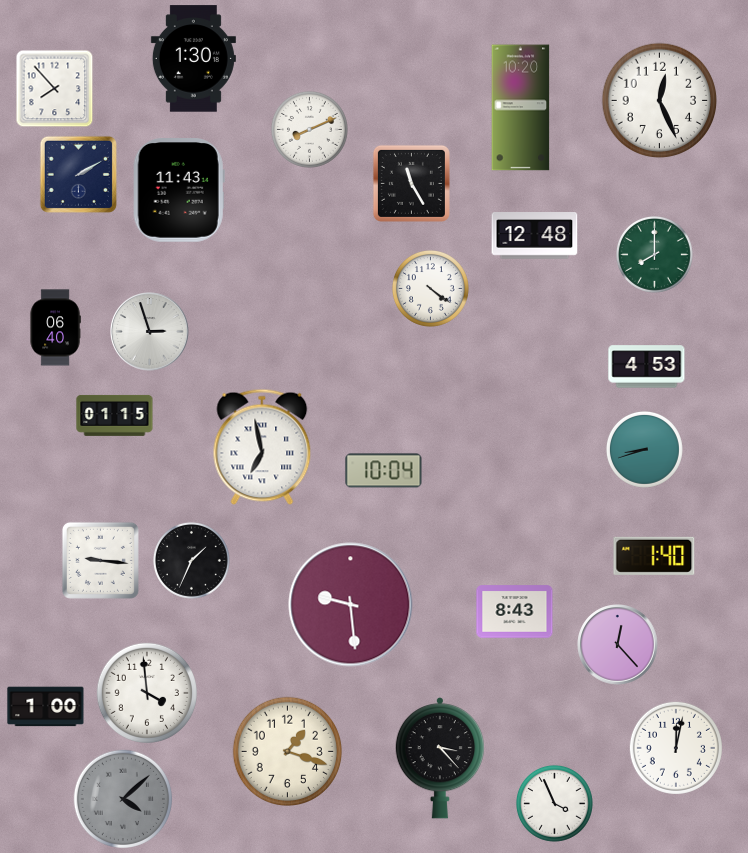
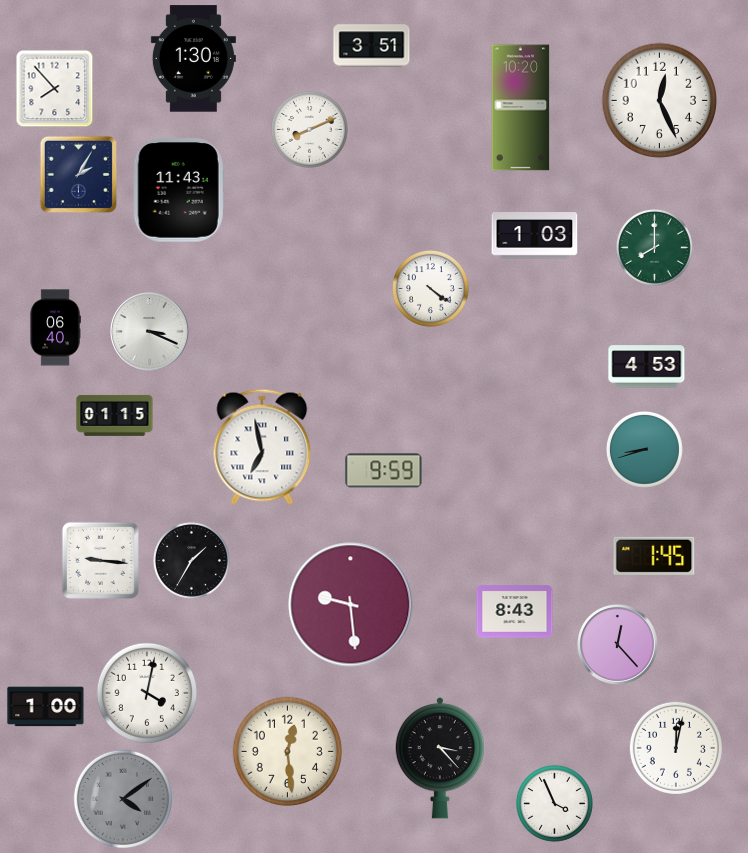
clock at (372, 46): none -> 3:51
clock at (78, 174): 2:10 -> 2:05
clock at (411, 183): 11:25 -> none
clock at (535, 236): 12:48 -> 1:03
clock at (654, 254) position: (654, 254) -> (654, 247)
clock at (150, 332): 2:57 -> 3:19
clock at (384, 471): 10:04 -> 9:59
clock at (654, 556): 1:40 -> 1:45
clock at (191, 560): 1:34 -> 1:35
clock at (147, 693): 3:59 -> 4:02
clock at (287, 751): 1:18 -> 12:29
clock at (123, 799): 4:08 -> 4:09
